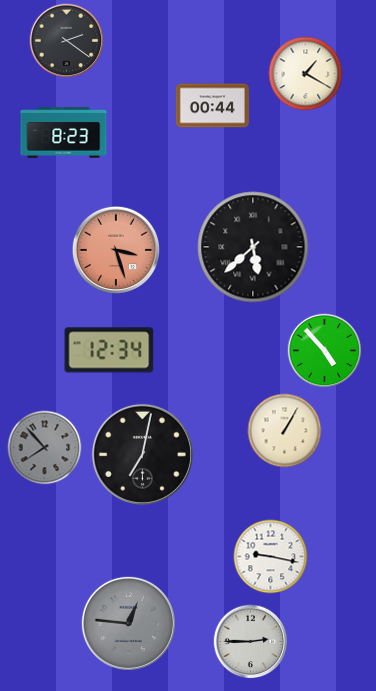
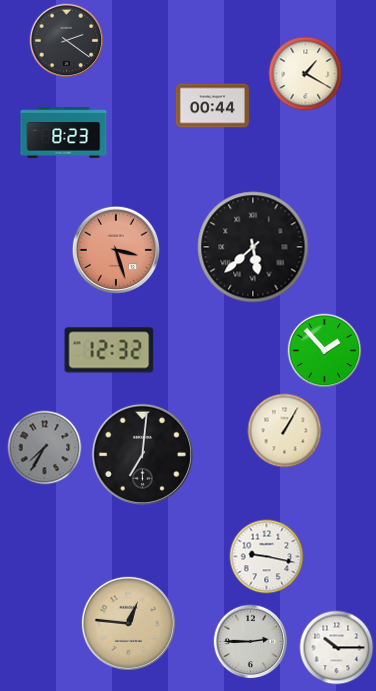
clock at (109, 350): 12:34 -> 12:32
clock at (325, 351): 4:53 -> 1:53
clock at (45, 448): 7:53 -> 7:35
clock at (142, 454): 7:02 -> 7:01
clock at (271, 557) position: (271, 557) -> (267, 557)
clock at (128, 623) dial: grey -> champagne
clock at (337, 648): none -> 10:15
